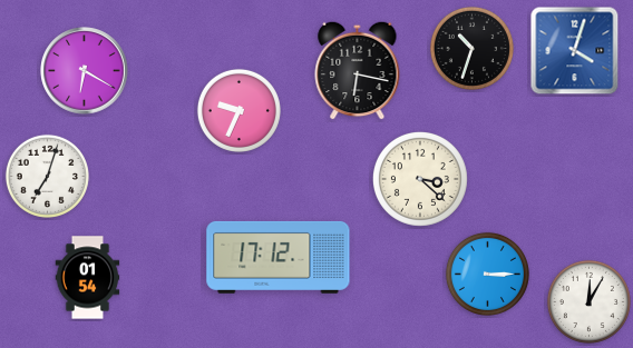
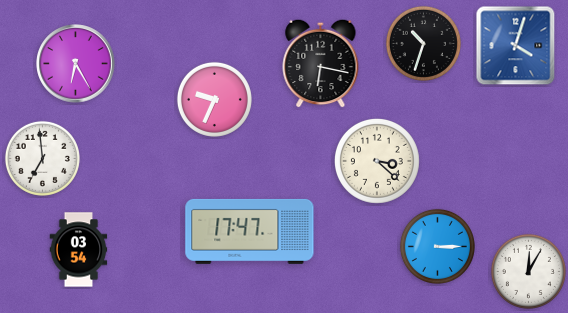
clock at (85, 71): 6:20 -> 6:25
clock at (47, 176): 7:03 -> 6:59
clock at (279, 257): 17:12 -> 17:47
clock at (88, 278): 01:54 -> 03:54
